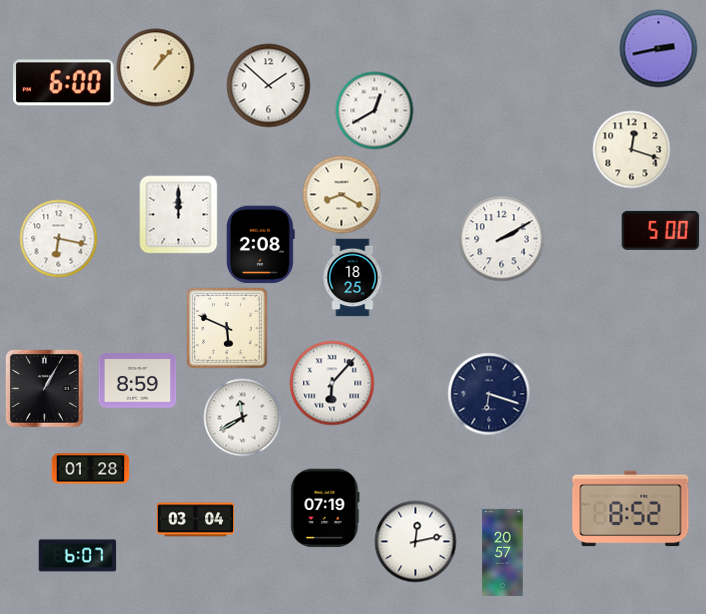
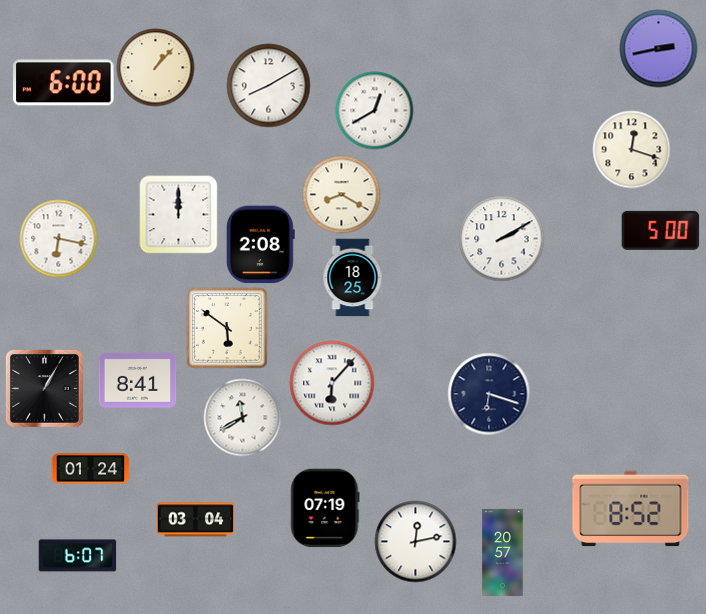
clock at (268, 85): 1:52 -> 8:10
clock at (227, 328): 5:49 -> 5:51
clock at (137, 381): 8:59 -> 8:41
clock at (90, 469): 01:28 -> 01:24
